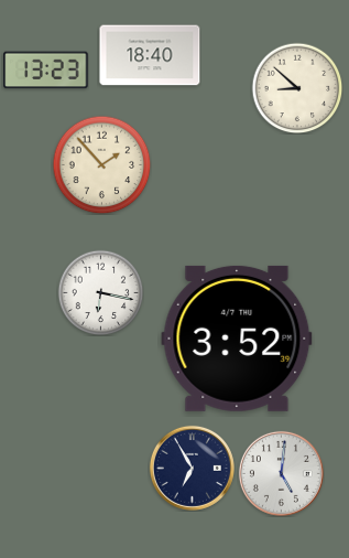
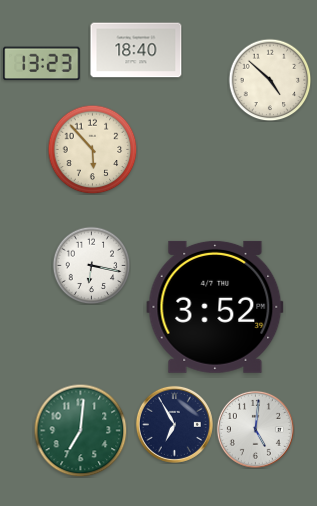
clock at (297, 88): 8:52 -> 4:52
clock at (101, 164): 1:53 -> 5:53
clock at (80, 430): none -> 7:01
